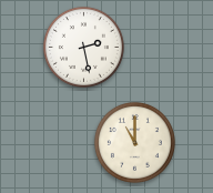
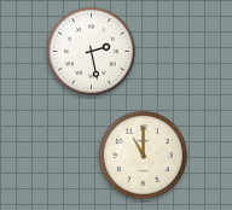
clock at (134, 142) position: (134, 142) -> (143, 154)
